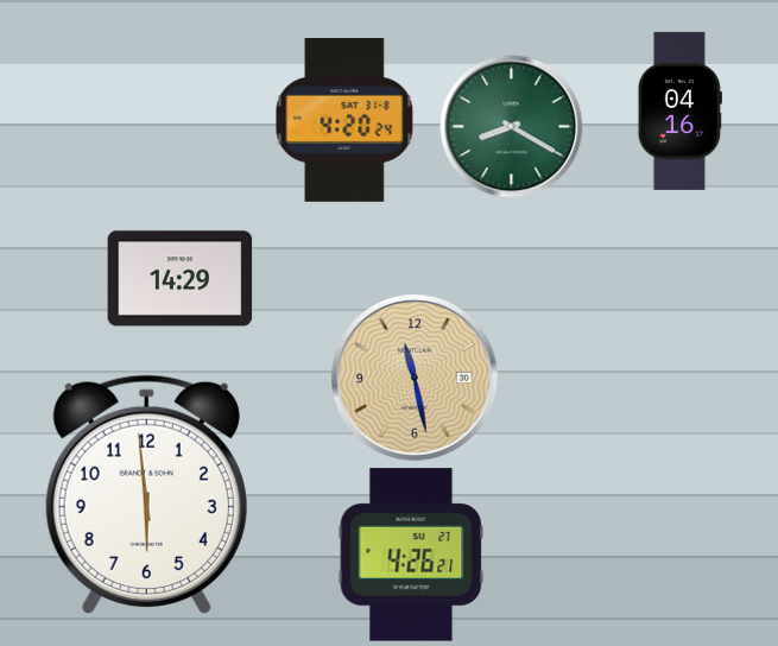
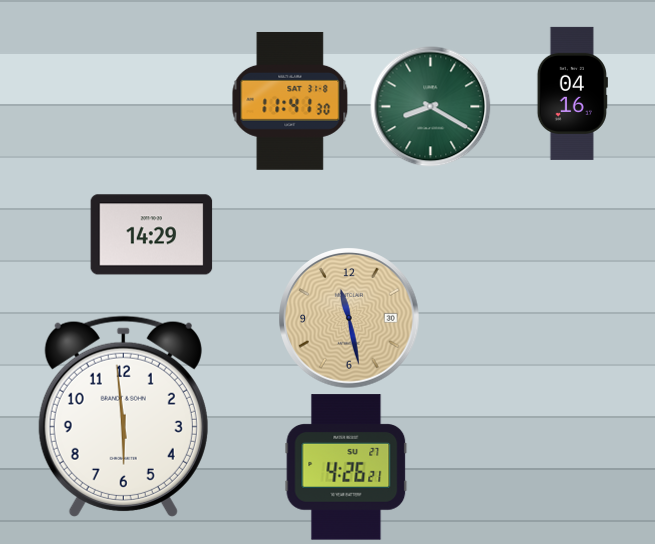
clock at (344, 120): 4:20 -> 11:41
